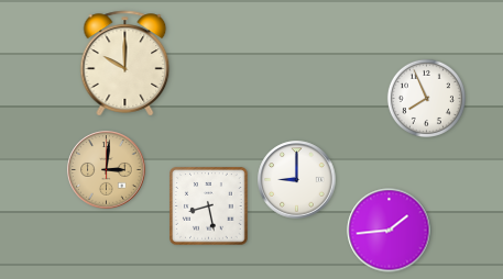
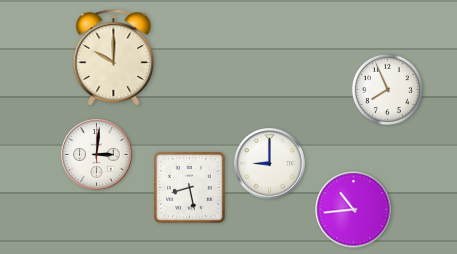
clock at (107, 170) dial: champagne -> white
clock at (390, 231): 1:44 -> 10:44
